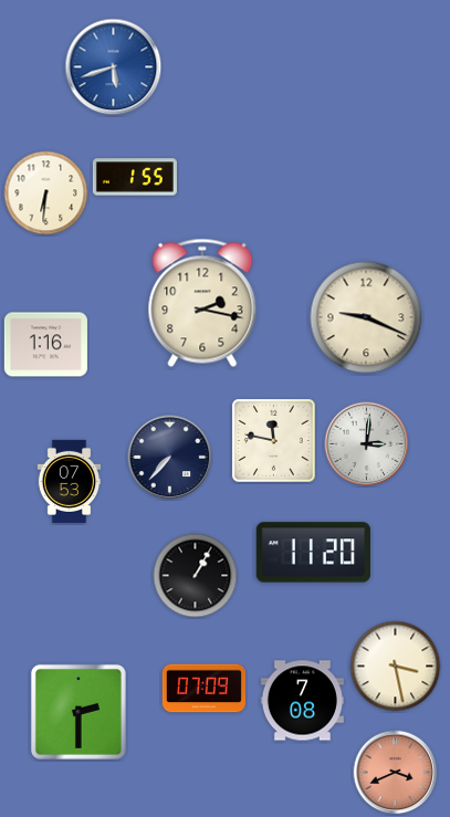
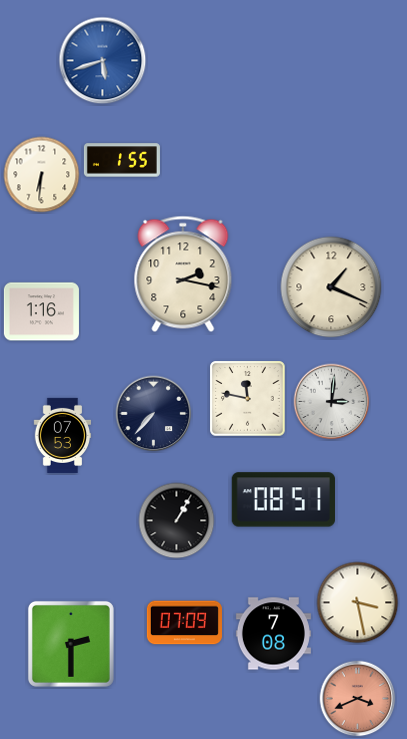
clock at (366, 317): 9:19 -> 1:19
clock at (313, 553): 11:20 -> 08:51
